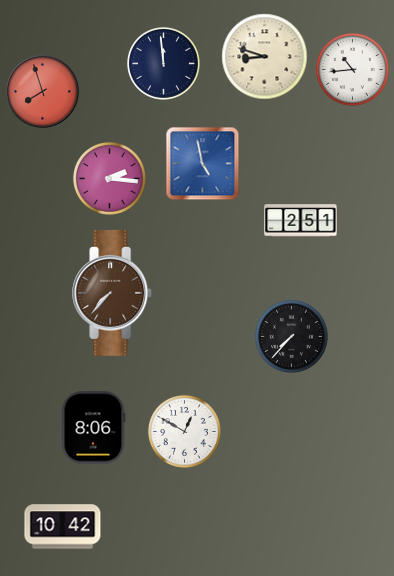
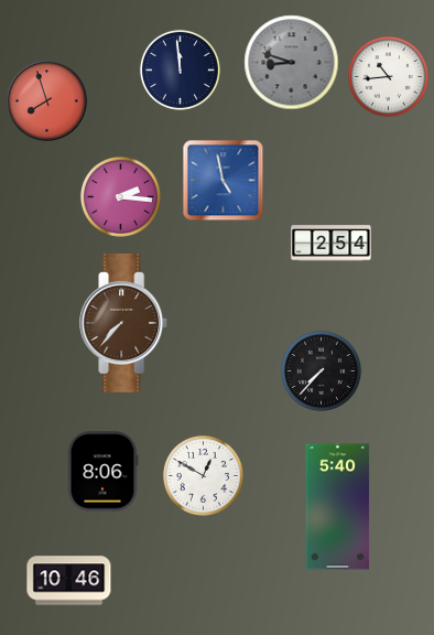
clock at (265, 57) dial: cream -> grey
clock at (301, 221): 2:51 -> 2:54
clock at (338, 507): none -> 5:40
clock at (63, 527): 10:42 -> 10:46
